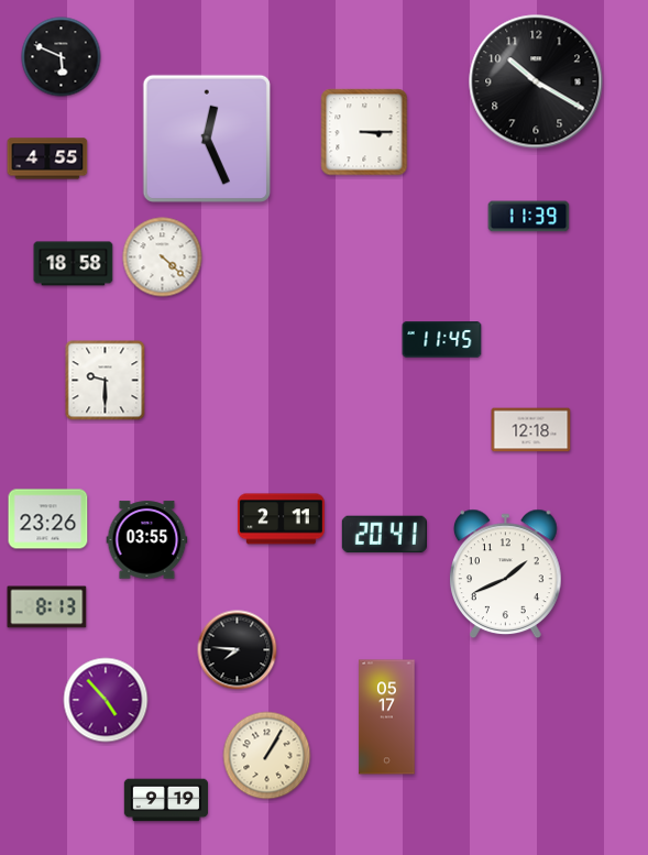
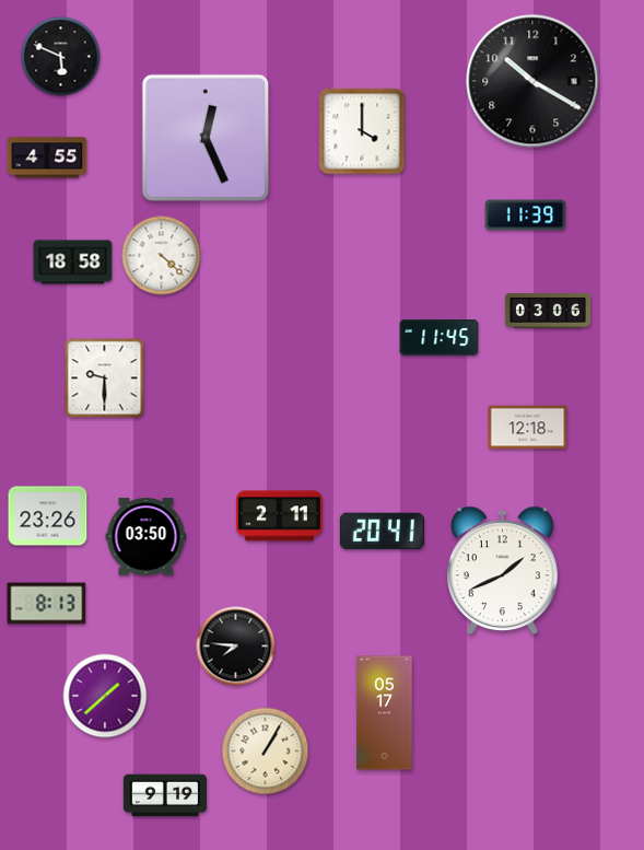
clock at (364, 132): 3:15 -> 4:00
clock at (548, 312): none -> 03:06
clock at (147, 540): 03:55 -> 03:50
clock at (106, 700): 4:53 -> 1:38
